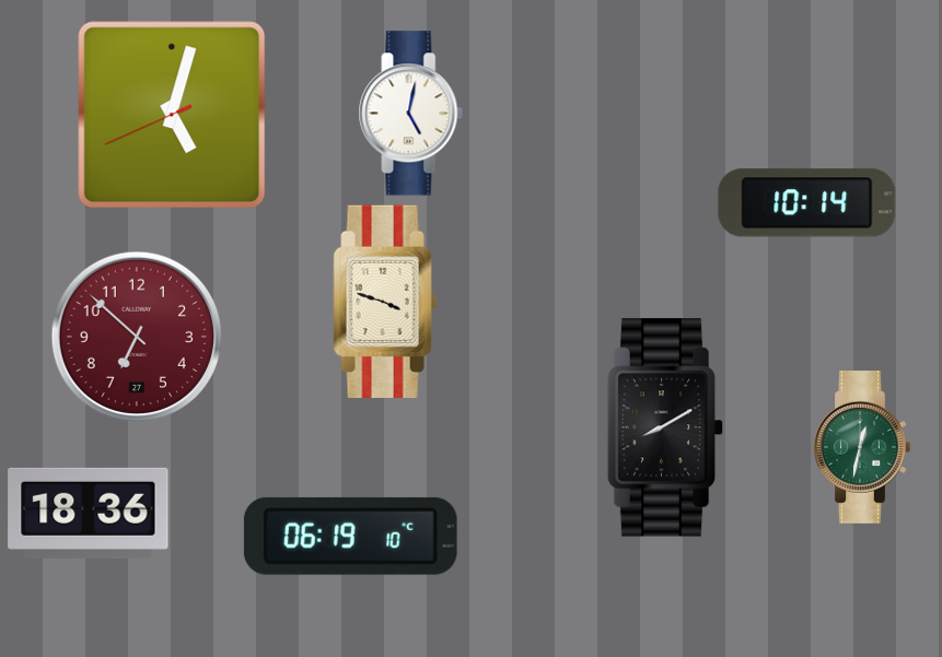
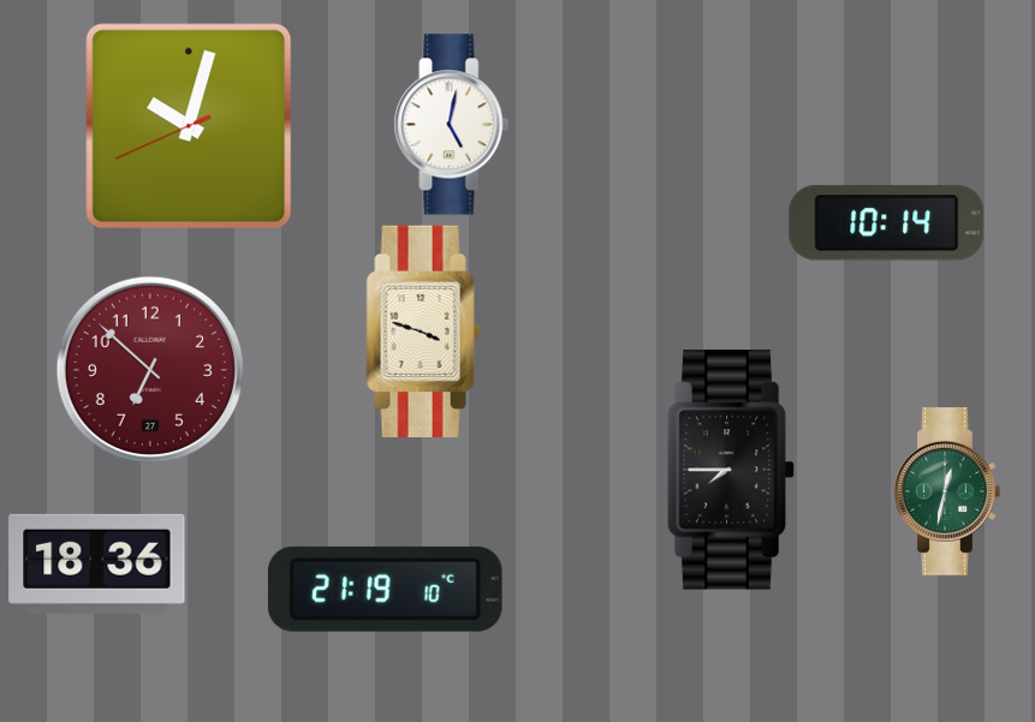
clock at (172, 115): 5:02 -> 10:02
clock at (665, 427): 8:10 -> 7:45
clock at (350, 536): 06:19 -> 21:19
